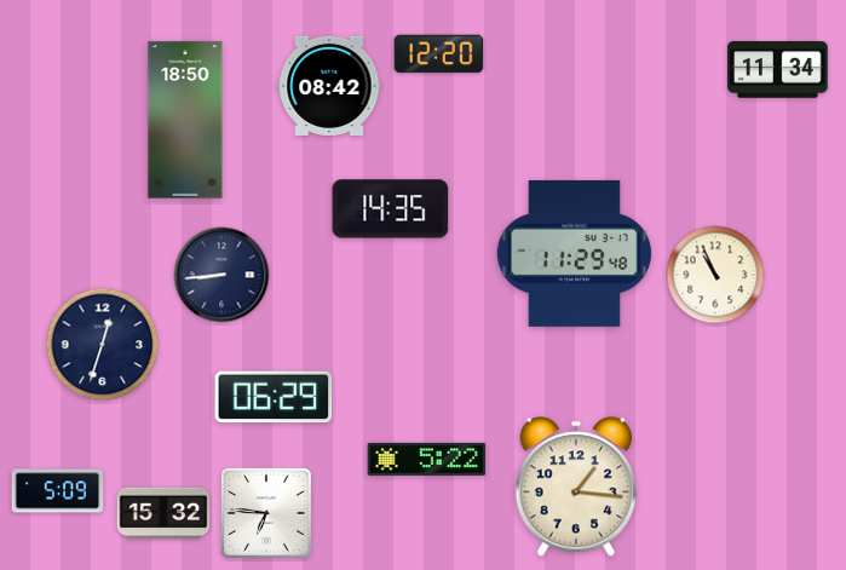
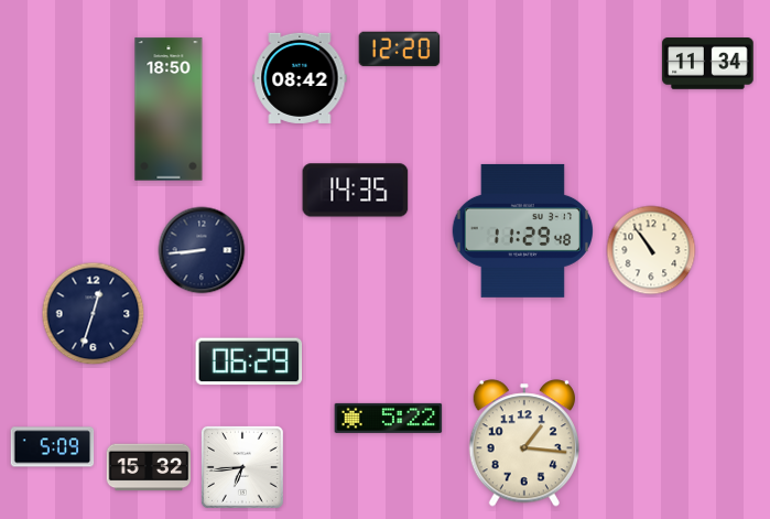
clock at (715, 275): 10:56 -> 10:54
clock at (266, 513): 6:46 -> 6:44
